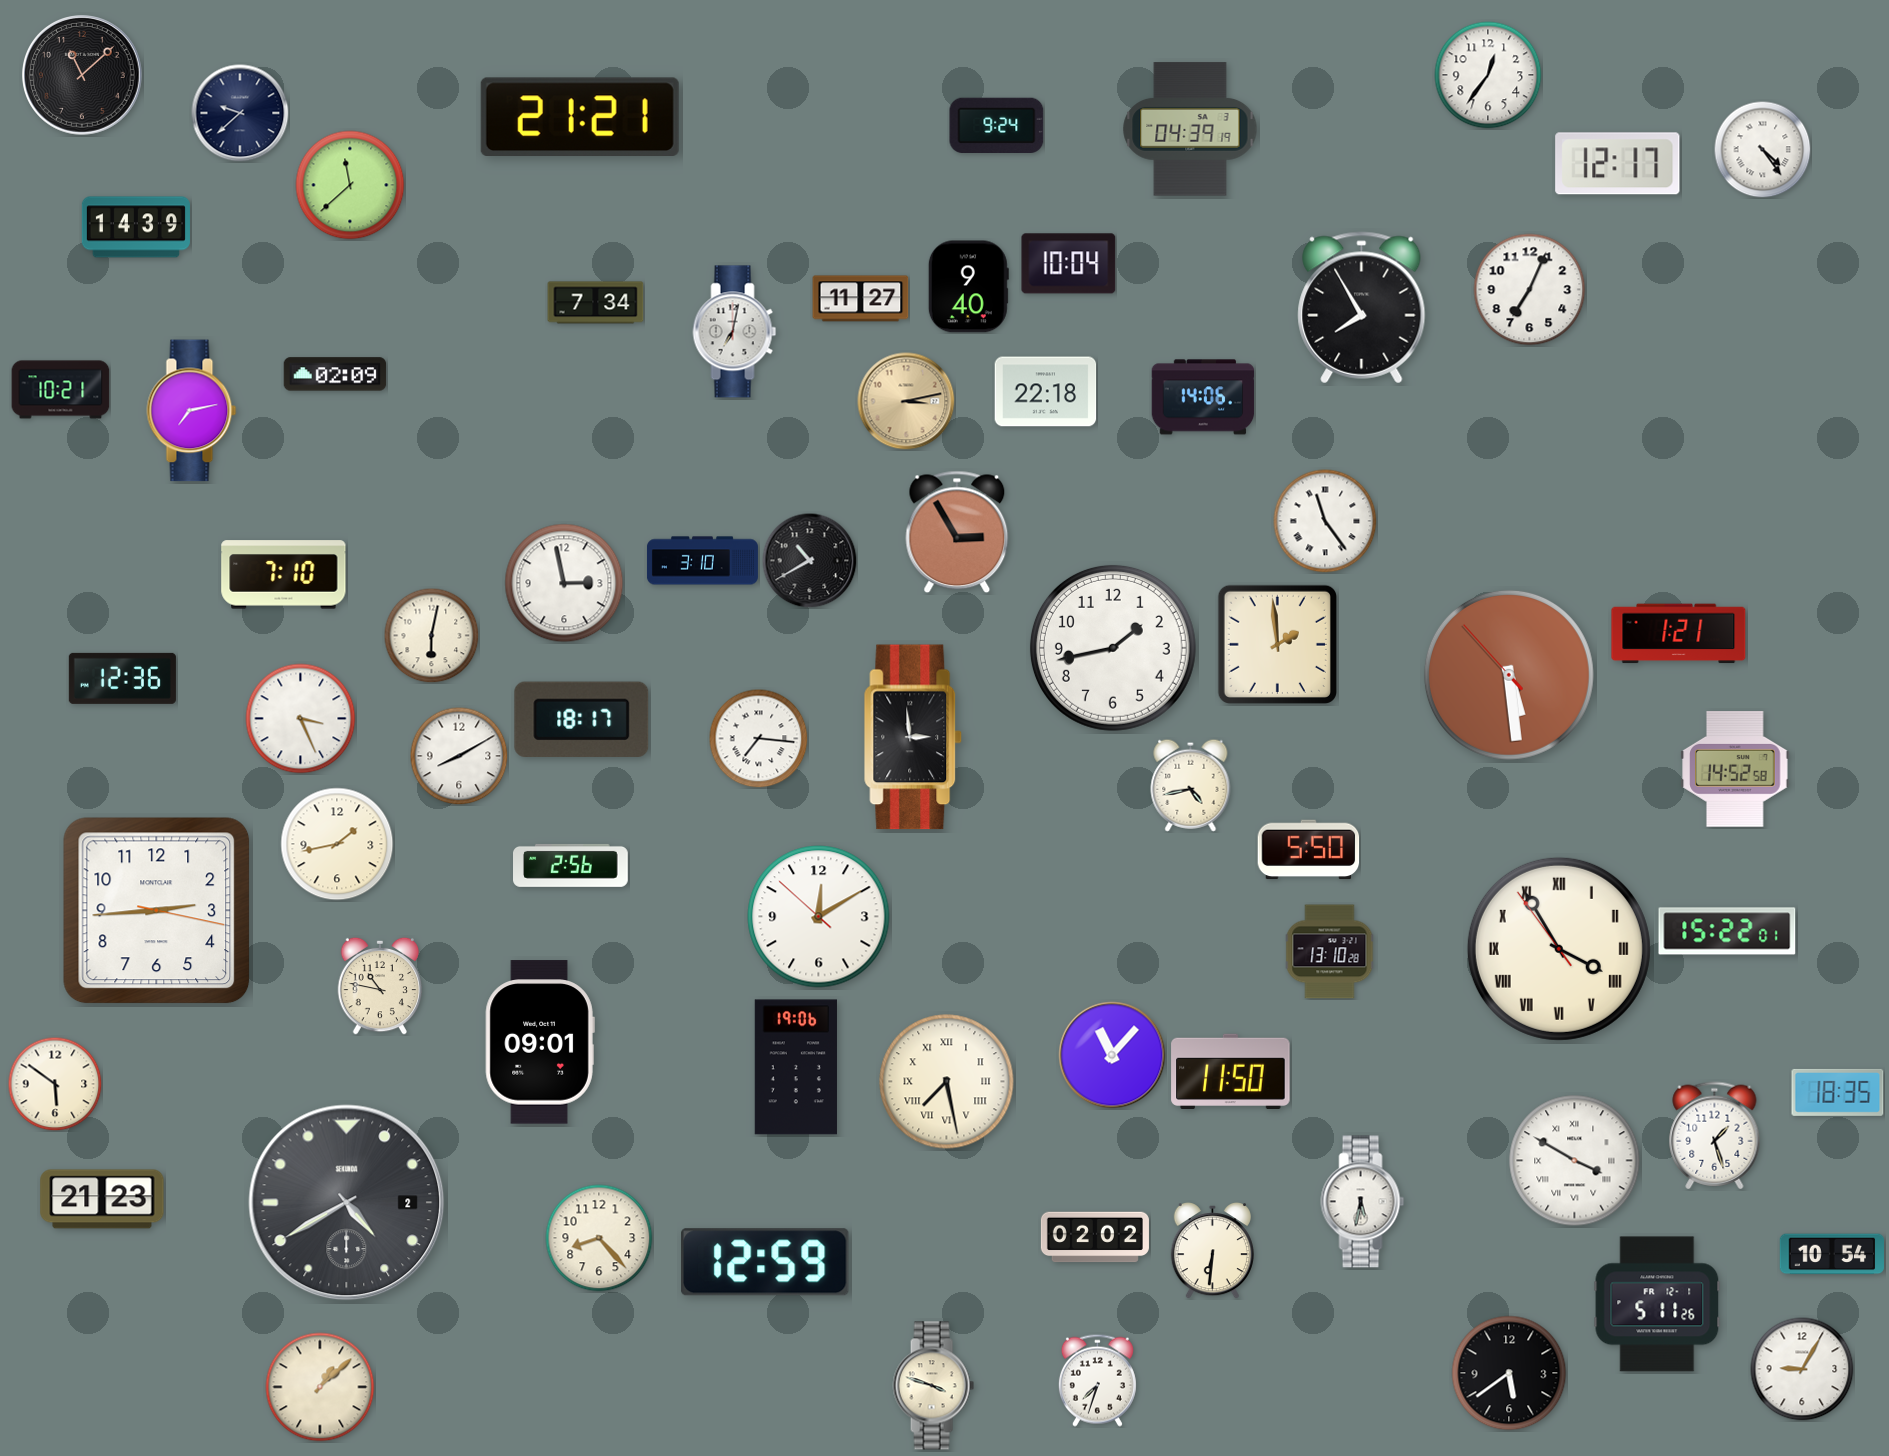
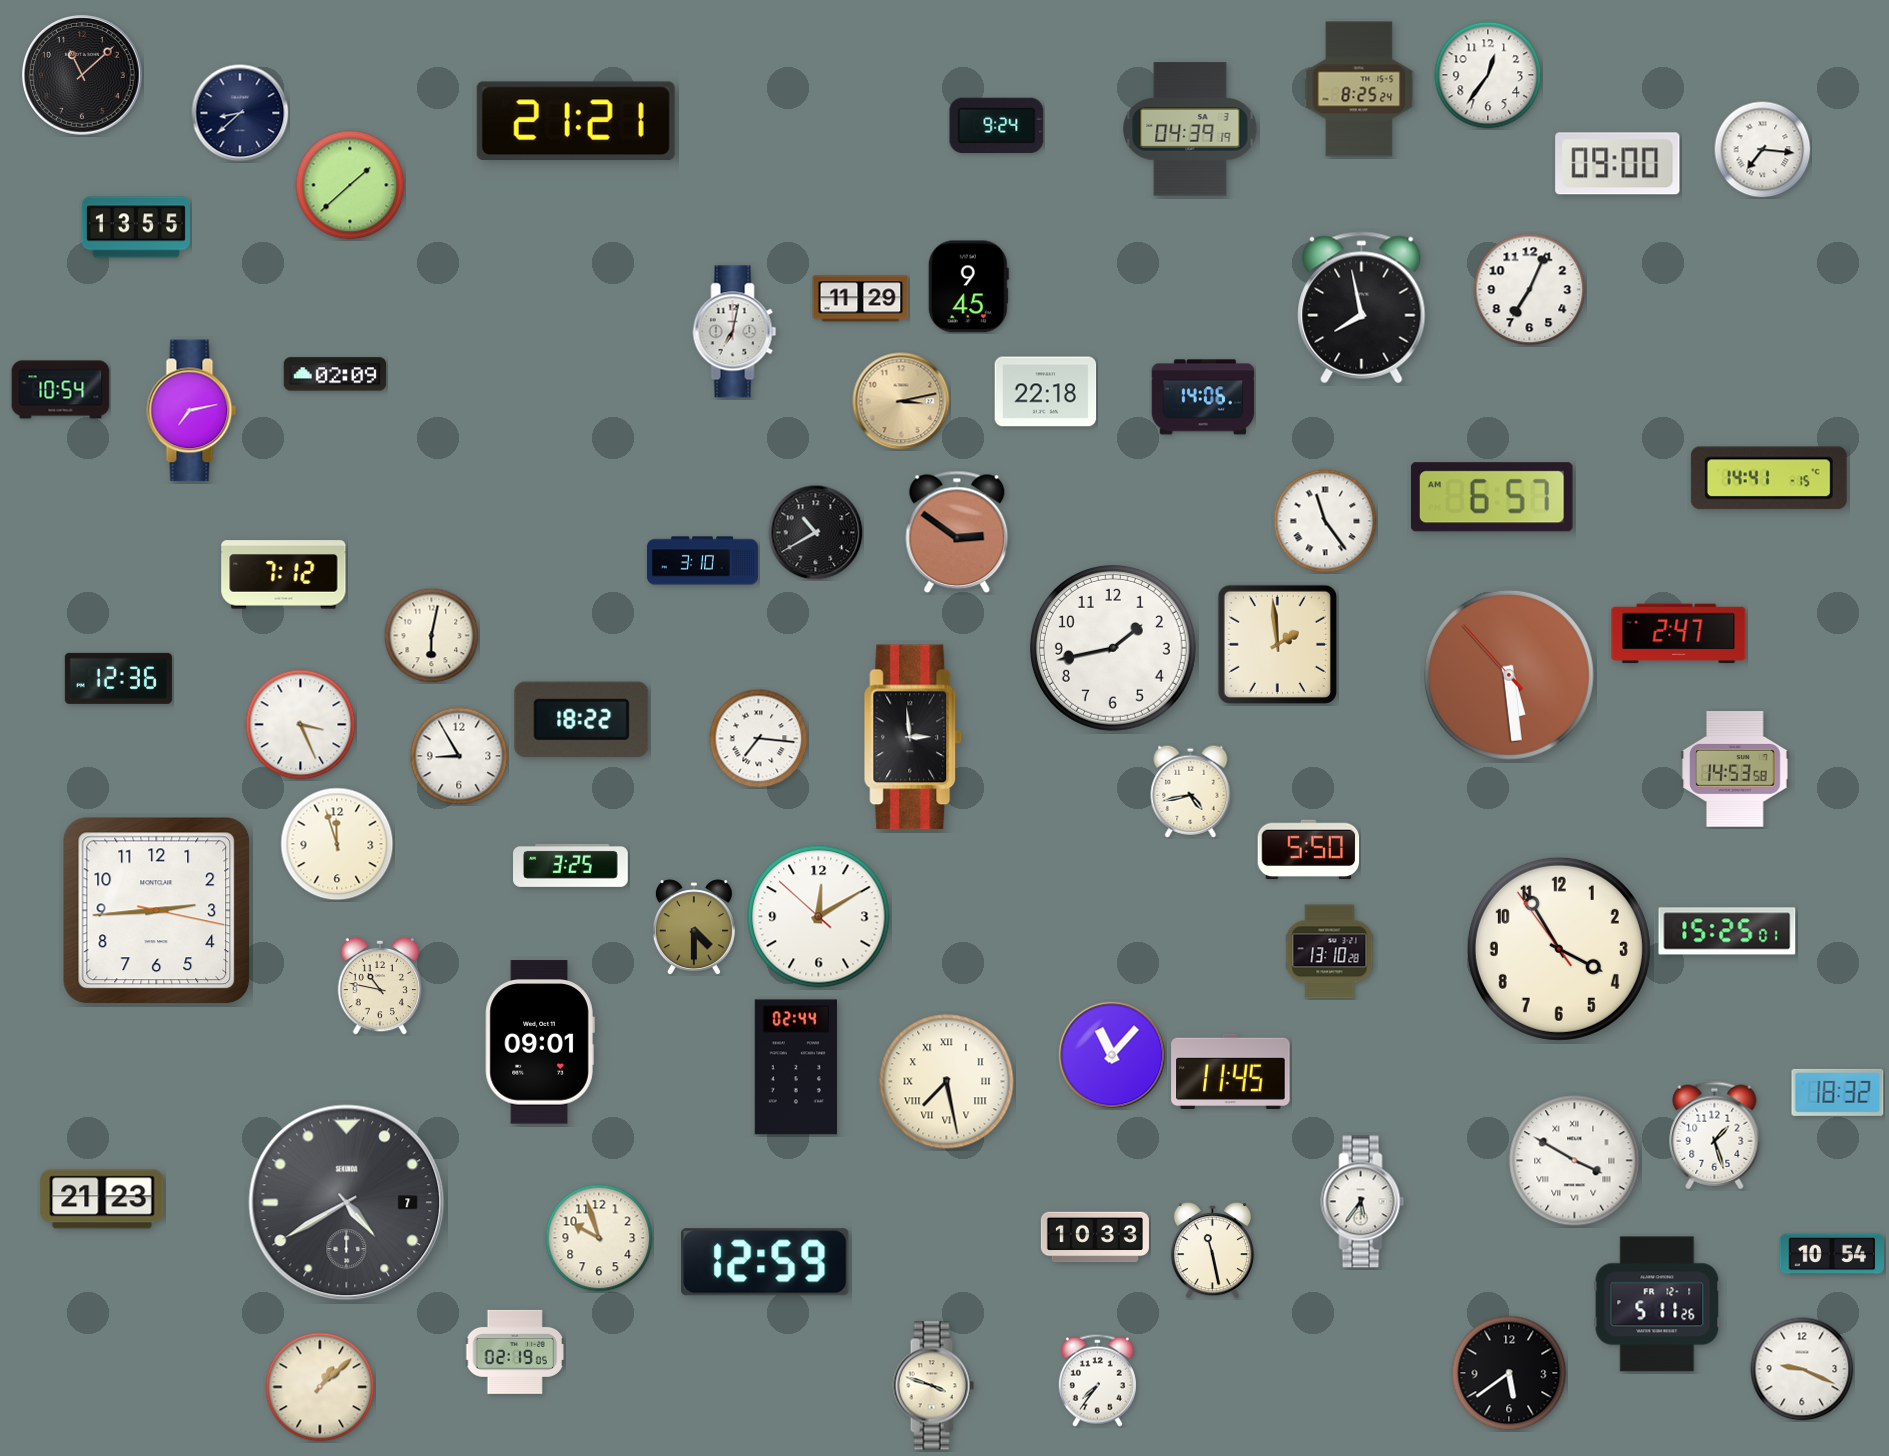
clock at (1359, 89): none -> 8:25
clock at (240, 113): 9:38 -> 8:38
clock at (580, 116) position: (580, 116) -> (576, 120)
clock at (1762, 149): 4:24 -> 7:16
clock at (1618, 164): 12:17 -> 09:00
clock at (350, 185): 11:38 -> 1:38
clock at (136, 227): 14:39 -> 13:55
clock at (1069, 264): 10:04 -> none
clock at (968, 287): 9:40 -> 9:45
clock at (861, 299): 11:27 -> 11:29
clock at (596, 303): 7:34 -> none
clock at (1362, 308): 7:55 -> 7:58
clock at (61, 390): 10:21 -> 10:54
clock at (906, 401) position: (906, 401) -> (901, 401)
clock at (1769, 478): none -> 14:41
clock at (1492, 497): none -> 6:57
clock at (957, 532): 2:55 -> 2:51
clock at (809, 560) position: (809, 560) -> (815, 532)
clock at (284, 575): 7:10 -> 7:12
clock at (564, 583): 2:58 -> none
clock at (1679, 634): 1:21 -> 2:47
clock at (122, 678) position: (122, 678) -> (118, 678)
clock at (301, 719) position: (301, 719) -> (301, 725)
clock at (582, 719): 18:17 -> 18:22
clock at (459, 756): 8:10 -> 8:55
clock at (1735, 770): 14:52 -> 14:53
clock at (1191, 785) position: (1191, 785) -> (1191, 791)
clock at (337, 844): 1:43 -> 11:57
clock at (571, 865): 2:56 -> 3:25
clock at (694, 927): none -> 4:30
clock at (1727, 931): 15:22 -> 15:25
clock at (1559, 949) numerals: Roman -> Arabic
clock at (795, 1067): 19:06 -> 02:44
clock at (1231, 1071): 11:50 -> 11:45
clock at (55, 1084): 5:51 -> none
clock at (1838, 1092): 18:35 -> 18:32
clock at (1363, 1202): 5:32 -> 5:36
clock at (347, 1203) date: 2 -> 7
clock at (1095, 1237): 02:02 -> 10:33
clock at (599, 1238): 8:23 -> 9:57
clock at (1212, 1251): 6:31 -> 11:28
clock at (515, 1352): none -> 02:19
clock at (1802, 1369): 9:05 -> 9:19
clock at (1097, 1380): 7:33 -> 7:36
